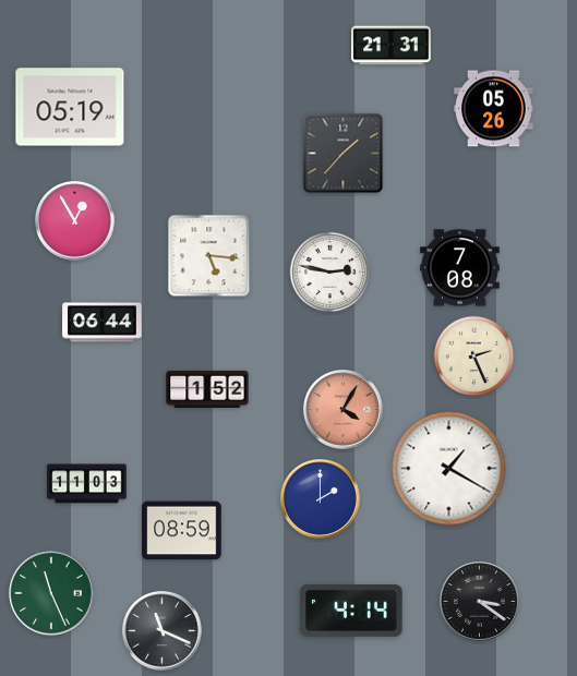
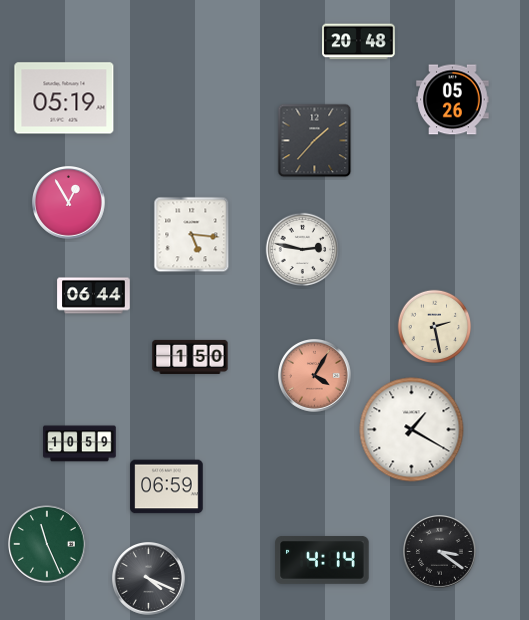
clock at (392, 46): 21:31 -> 20:48
clock at (460, 268): 7:08 -> none
clock at (474, 357): 2:26 -> 2:28
clock at (207, 389): 1:52 -> 1:50
clock at (87, 484): 11:03 -> 10:59
clock at (321, 499): 2:00 -> none
clock at (182, 531): 08:59 -> 06:59
clock at (163, 631): 11:19 -> 4:19
